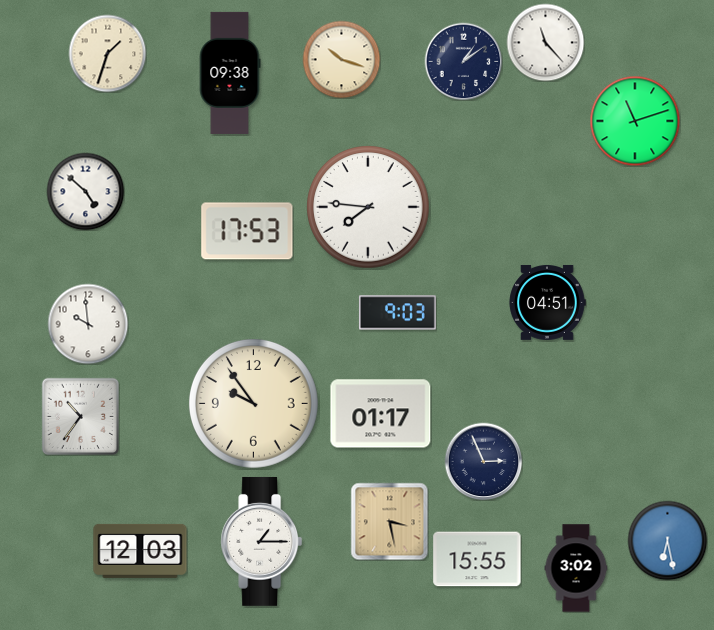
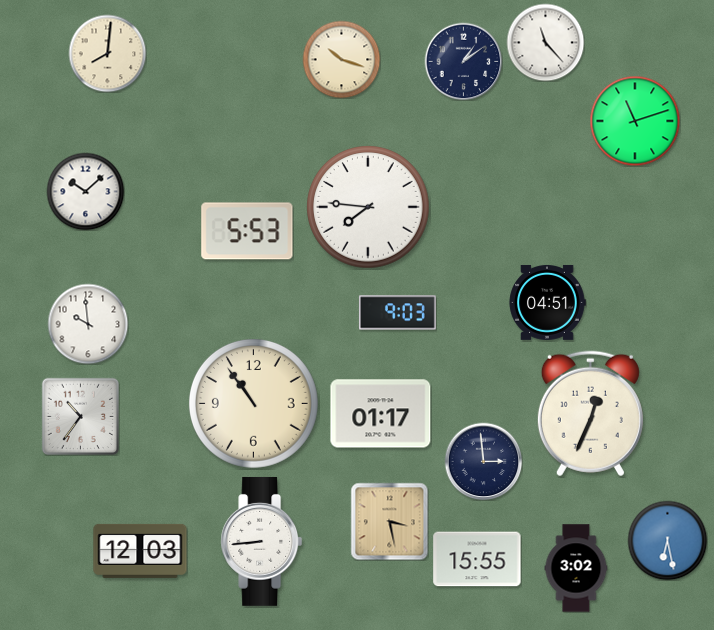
clock at (107, 53): 1:33 -> 8:01
clock at (230, 73): 09:38 -> none
clock at (85, 191): 4:52 -> 10:08
clock at (247, 231): 17:53 -> 5:53
clock at (253, 403): 9:54 -> 10:54
clock at (590, 414): none -> 12:34
clock at (483, 461): 2:56 -> 2:59
clock at (262, 541): 1:15 -> 8:44
